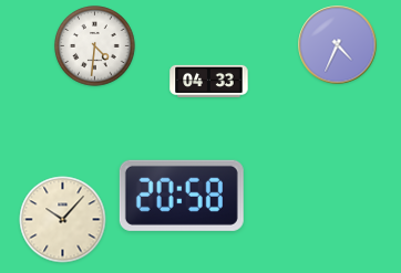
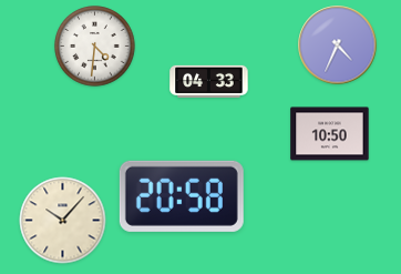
clock at (330, 134): none -> 10:50
